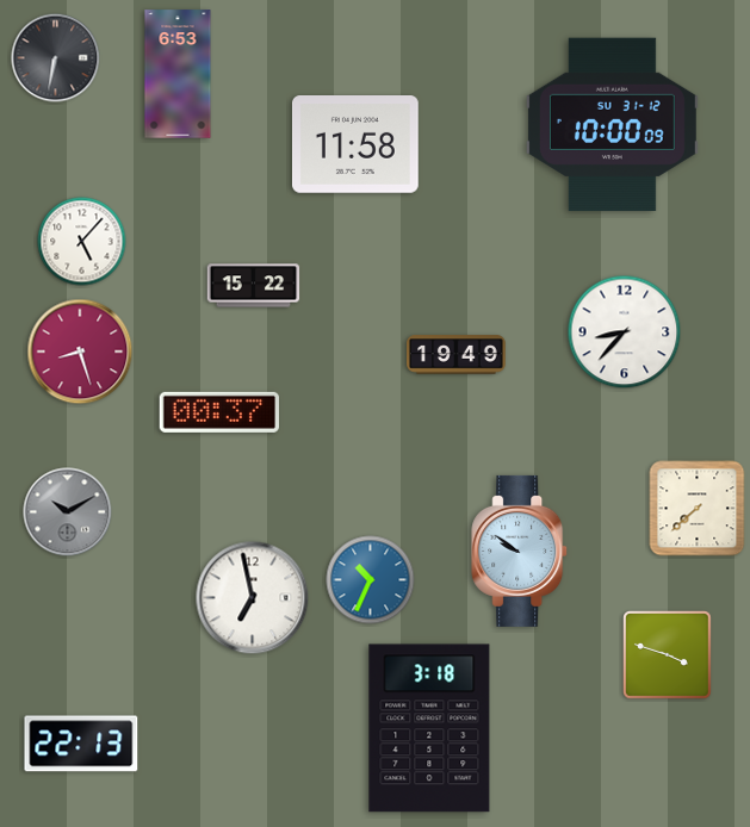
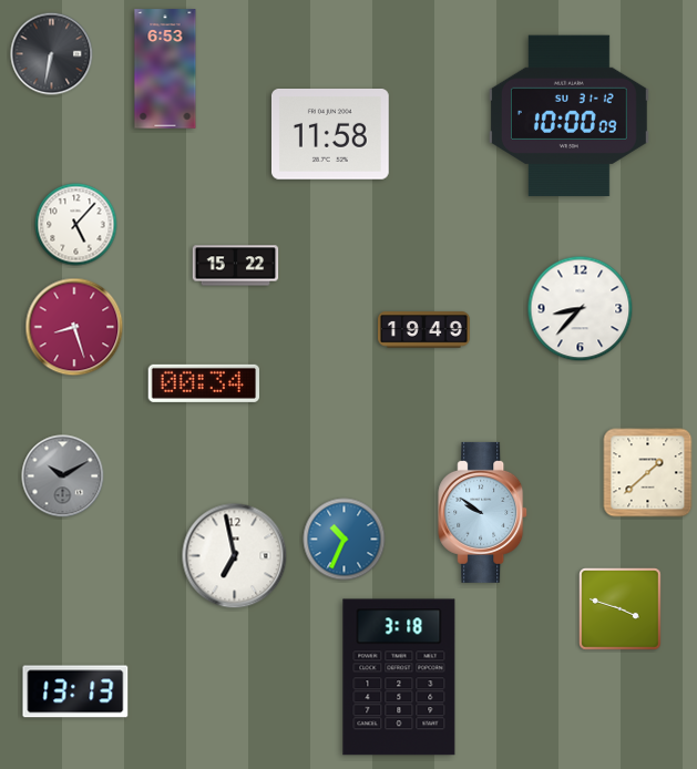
clock at (218, 412): 00:37 -> 00:34
clock at (698, 509): 7:38 -> 1:38
clock at (81, 744): 22:13 -> 13:13
